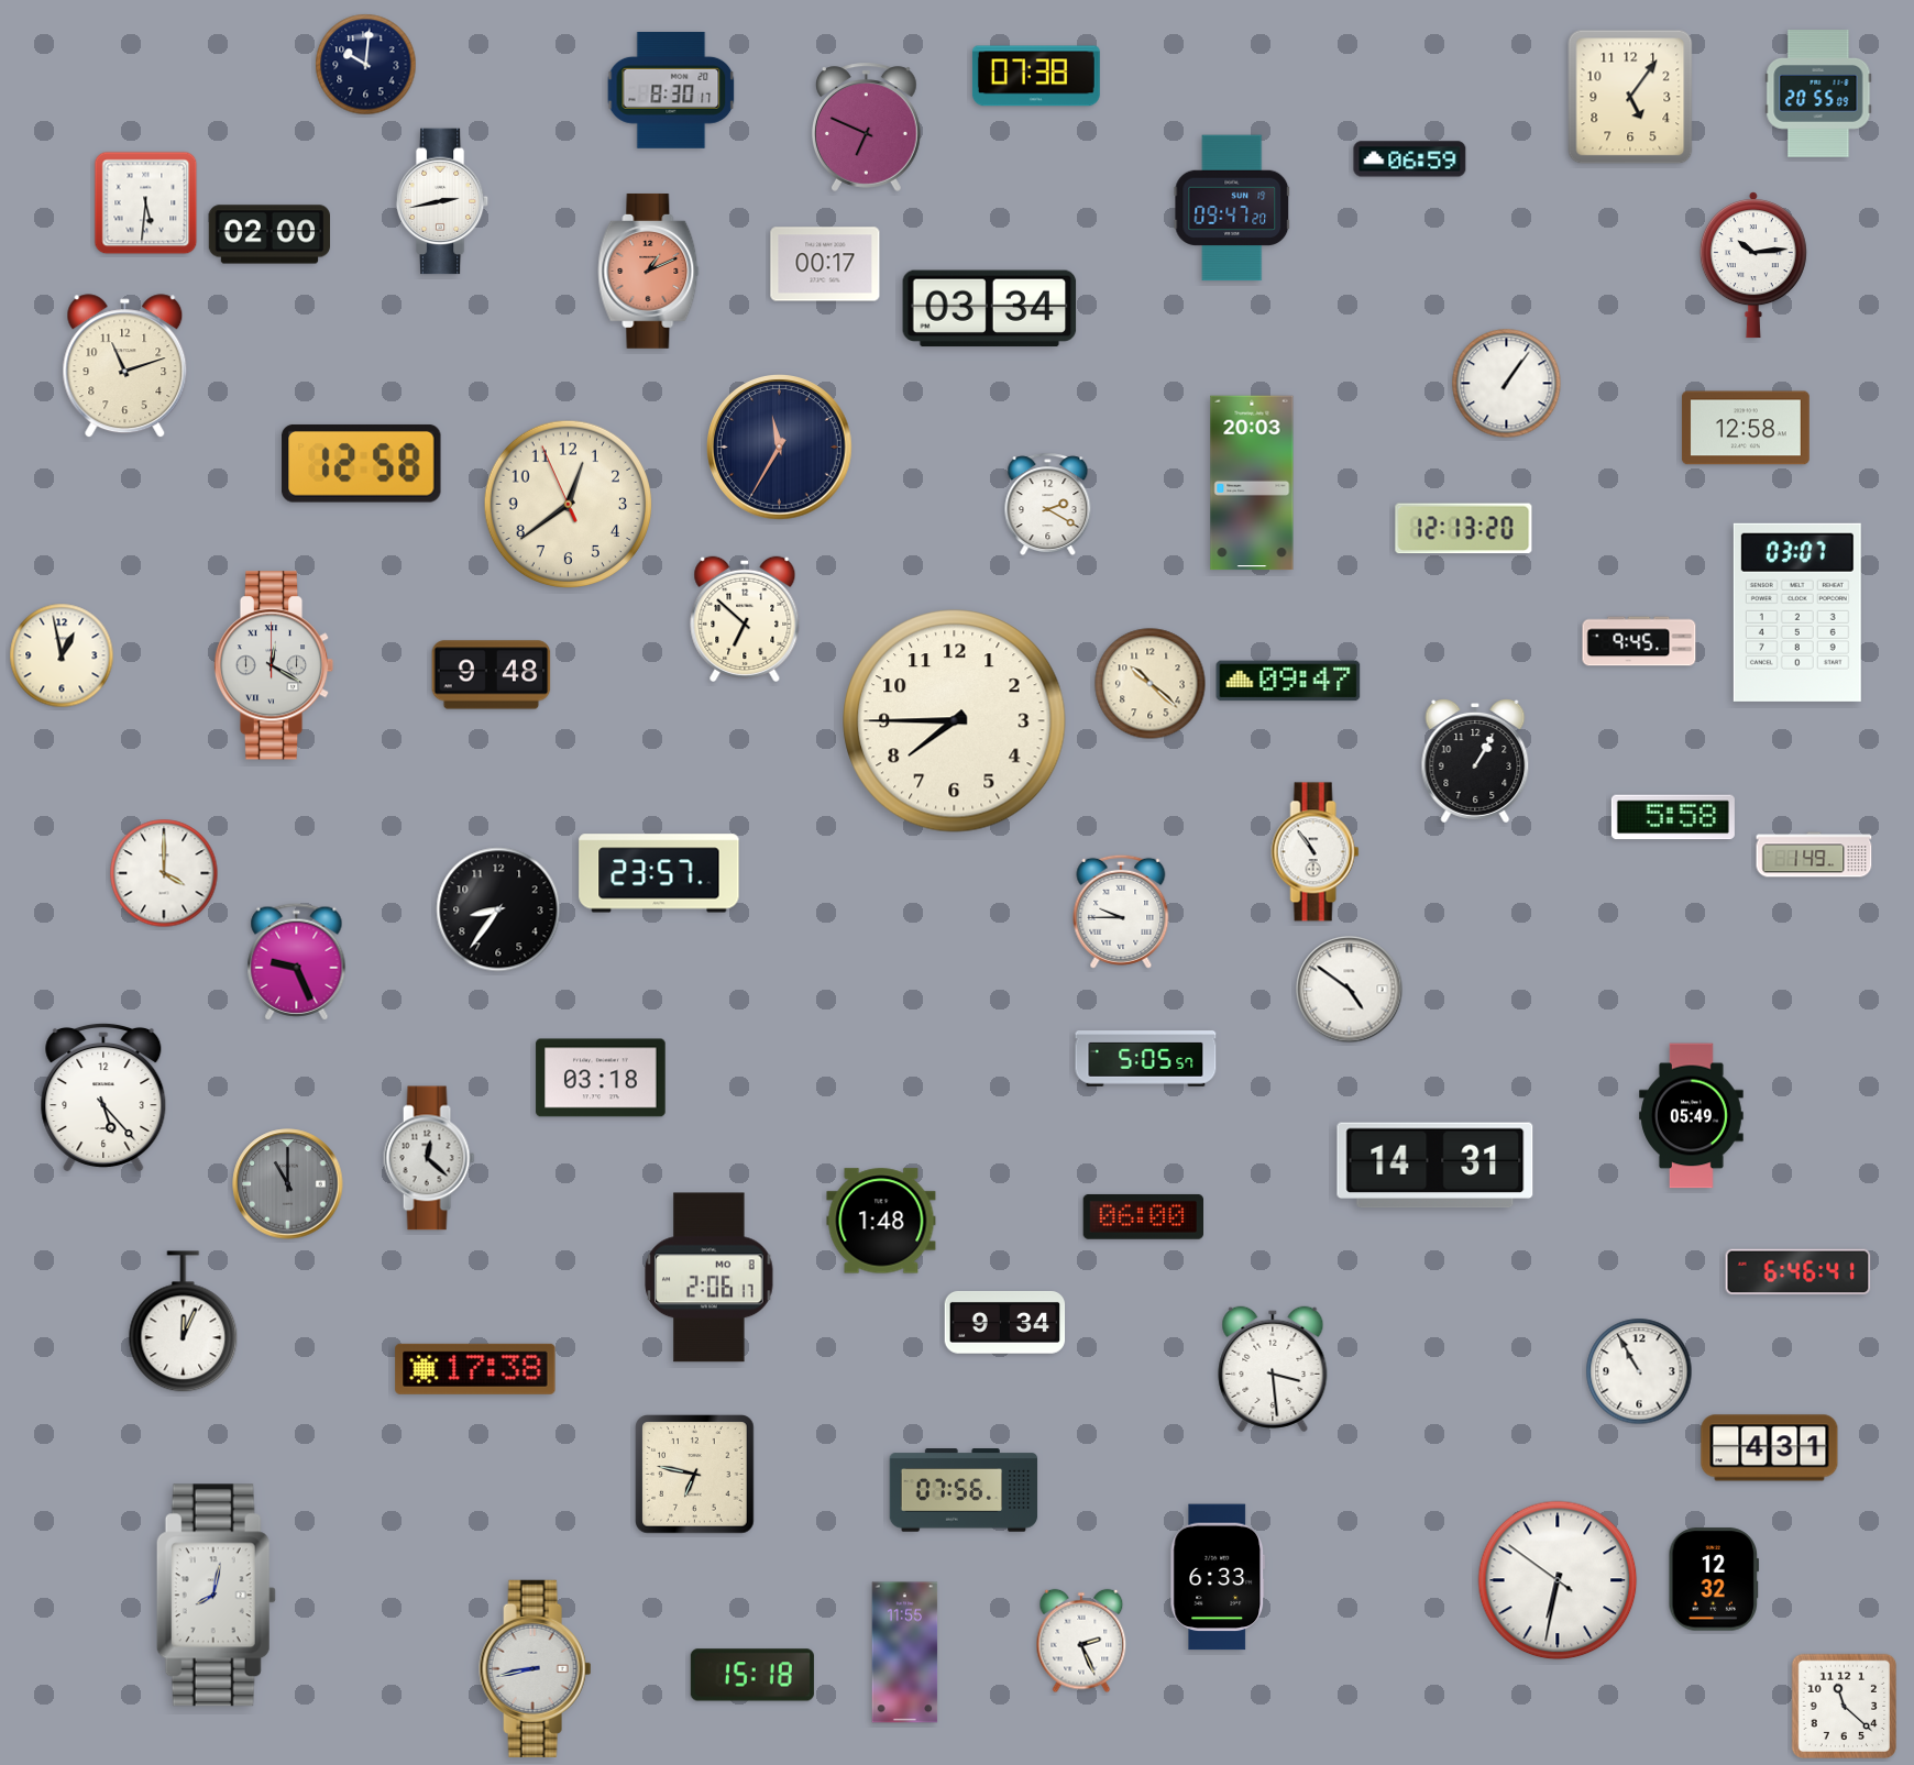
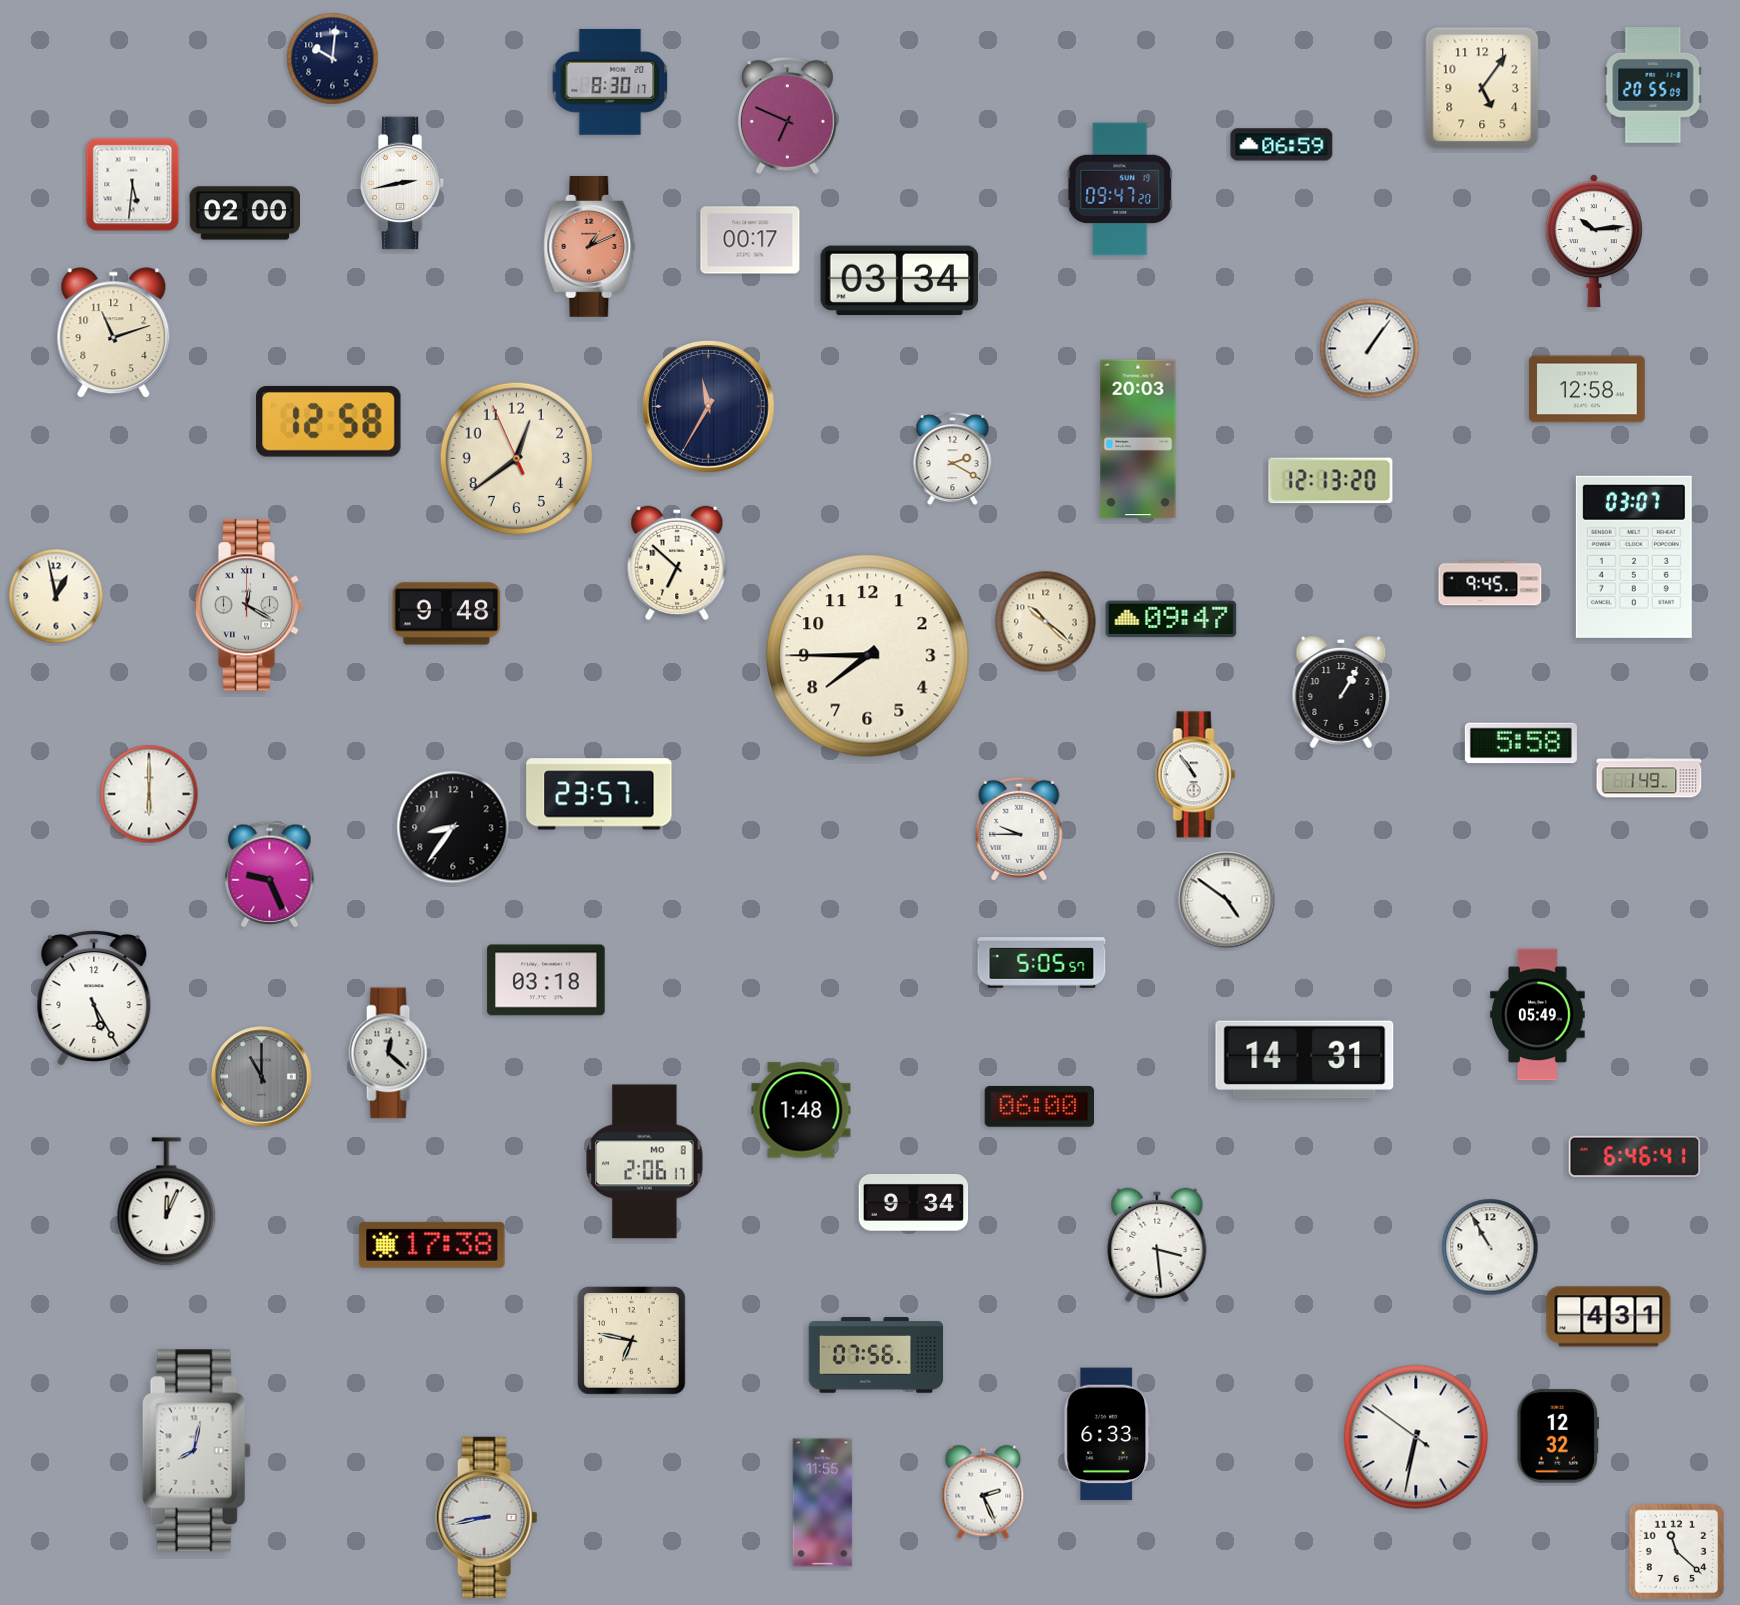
clock at (1036, 76): 07:38 -> none
clock at (164, 873): 4:00 -> 6:00
clock at (103, 1097): 5:23 -> 5:25
clock at (752, 1675): 15:18 -> none
